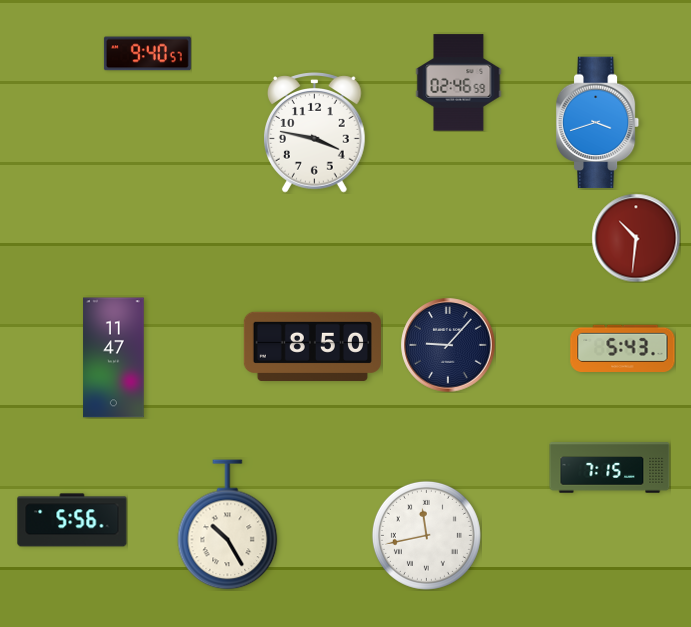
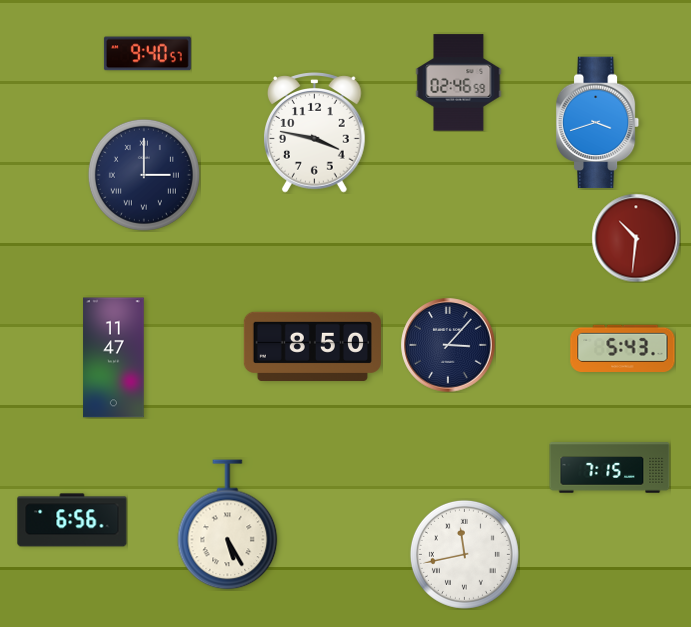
clock at (144, 175): none -> 3:00
clock at (448, 345): 9:07 -> 3:07
clock at (72, 520): 5:56 -> 6:56
clock at (228, 525): 10:25 -> 5:25
clock at (426, 535) position: (426, 535) -> (464, 554)
